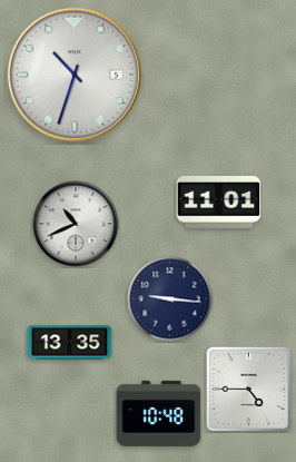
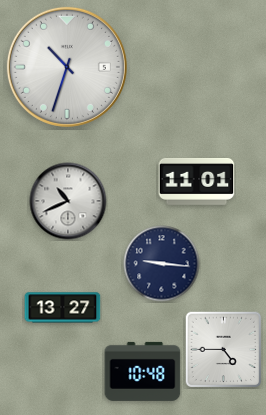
clock at (170, 299) position: (170, 299) -> (162, 264)
clock at (70, 343): 13:35 -> 13:27
